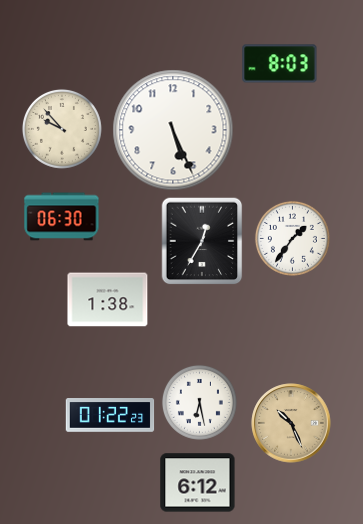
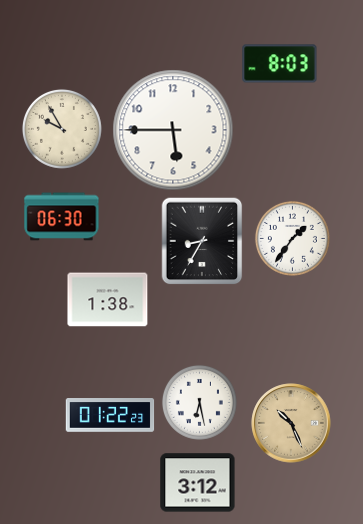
clock at (62, 129): 9:53 -> 9:55
clock at (173, 130): 5:26 -> 5:45
clock at (202, 241): 12:35 -> 8:35
clock at (198, 483): 6:12 -> 3:12
